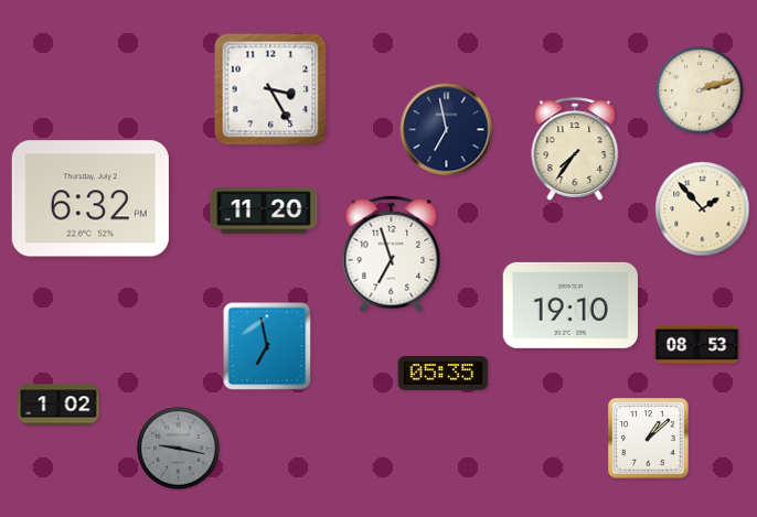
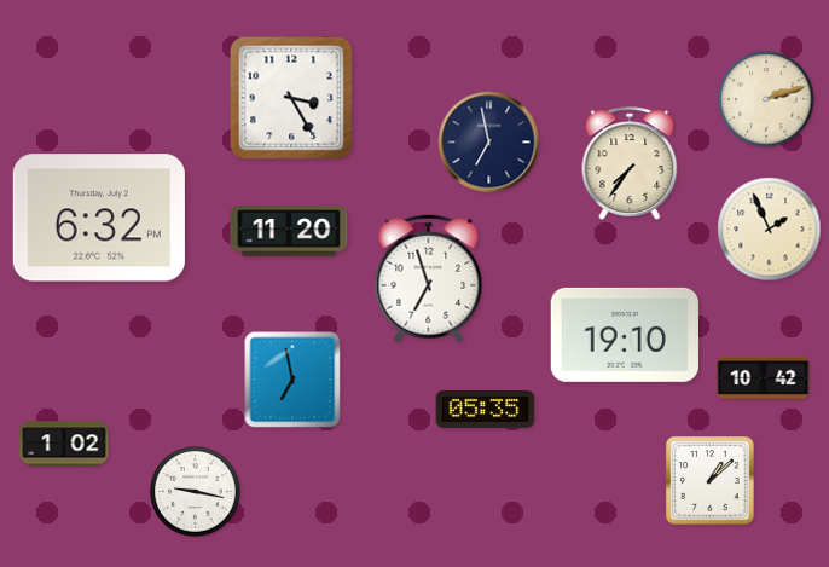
clock at (270, 89) position: (270, 89) -> (291, 98)
clock at (703, 209): 1:53 -> 1:56
clock at (697, 345): 08:53 -> 10:42
clock at (179, 449) dial: grey -> white
